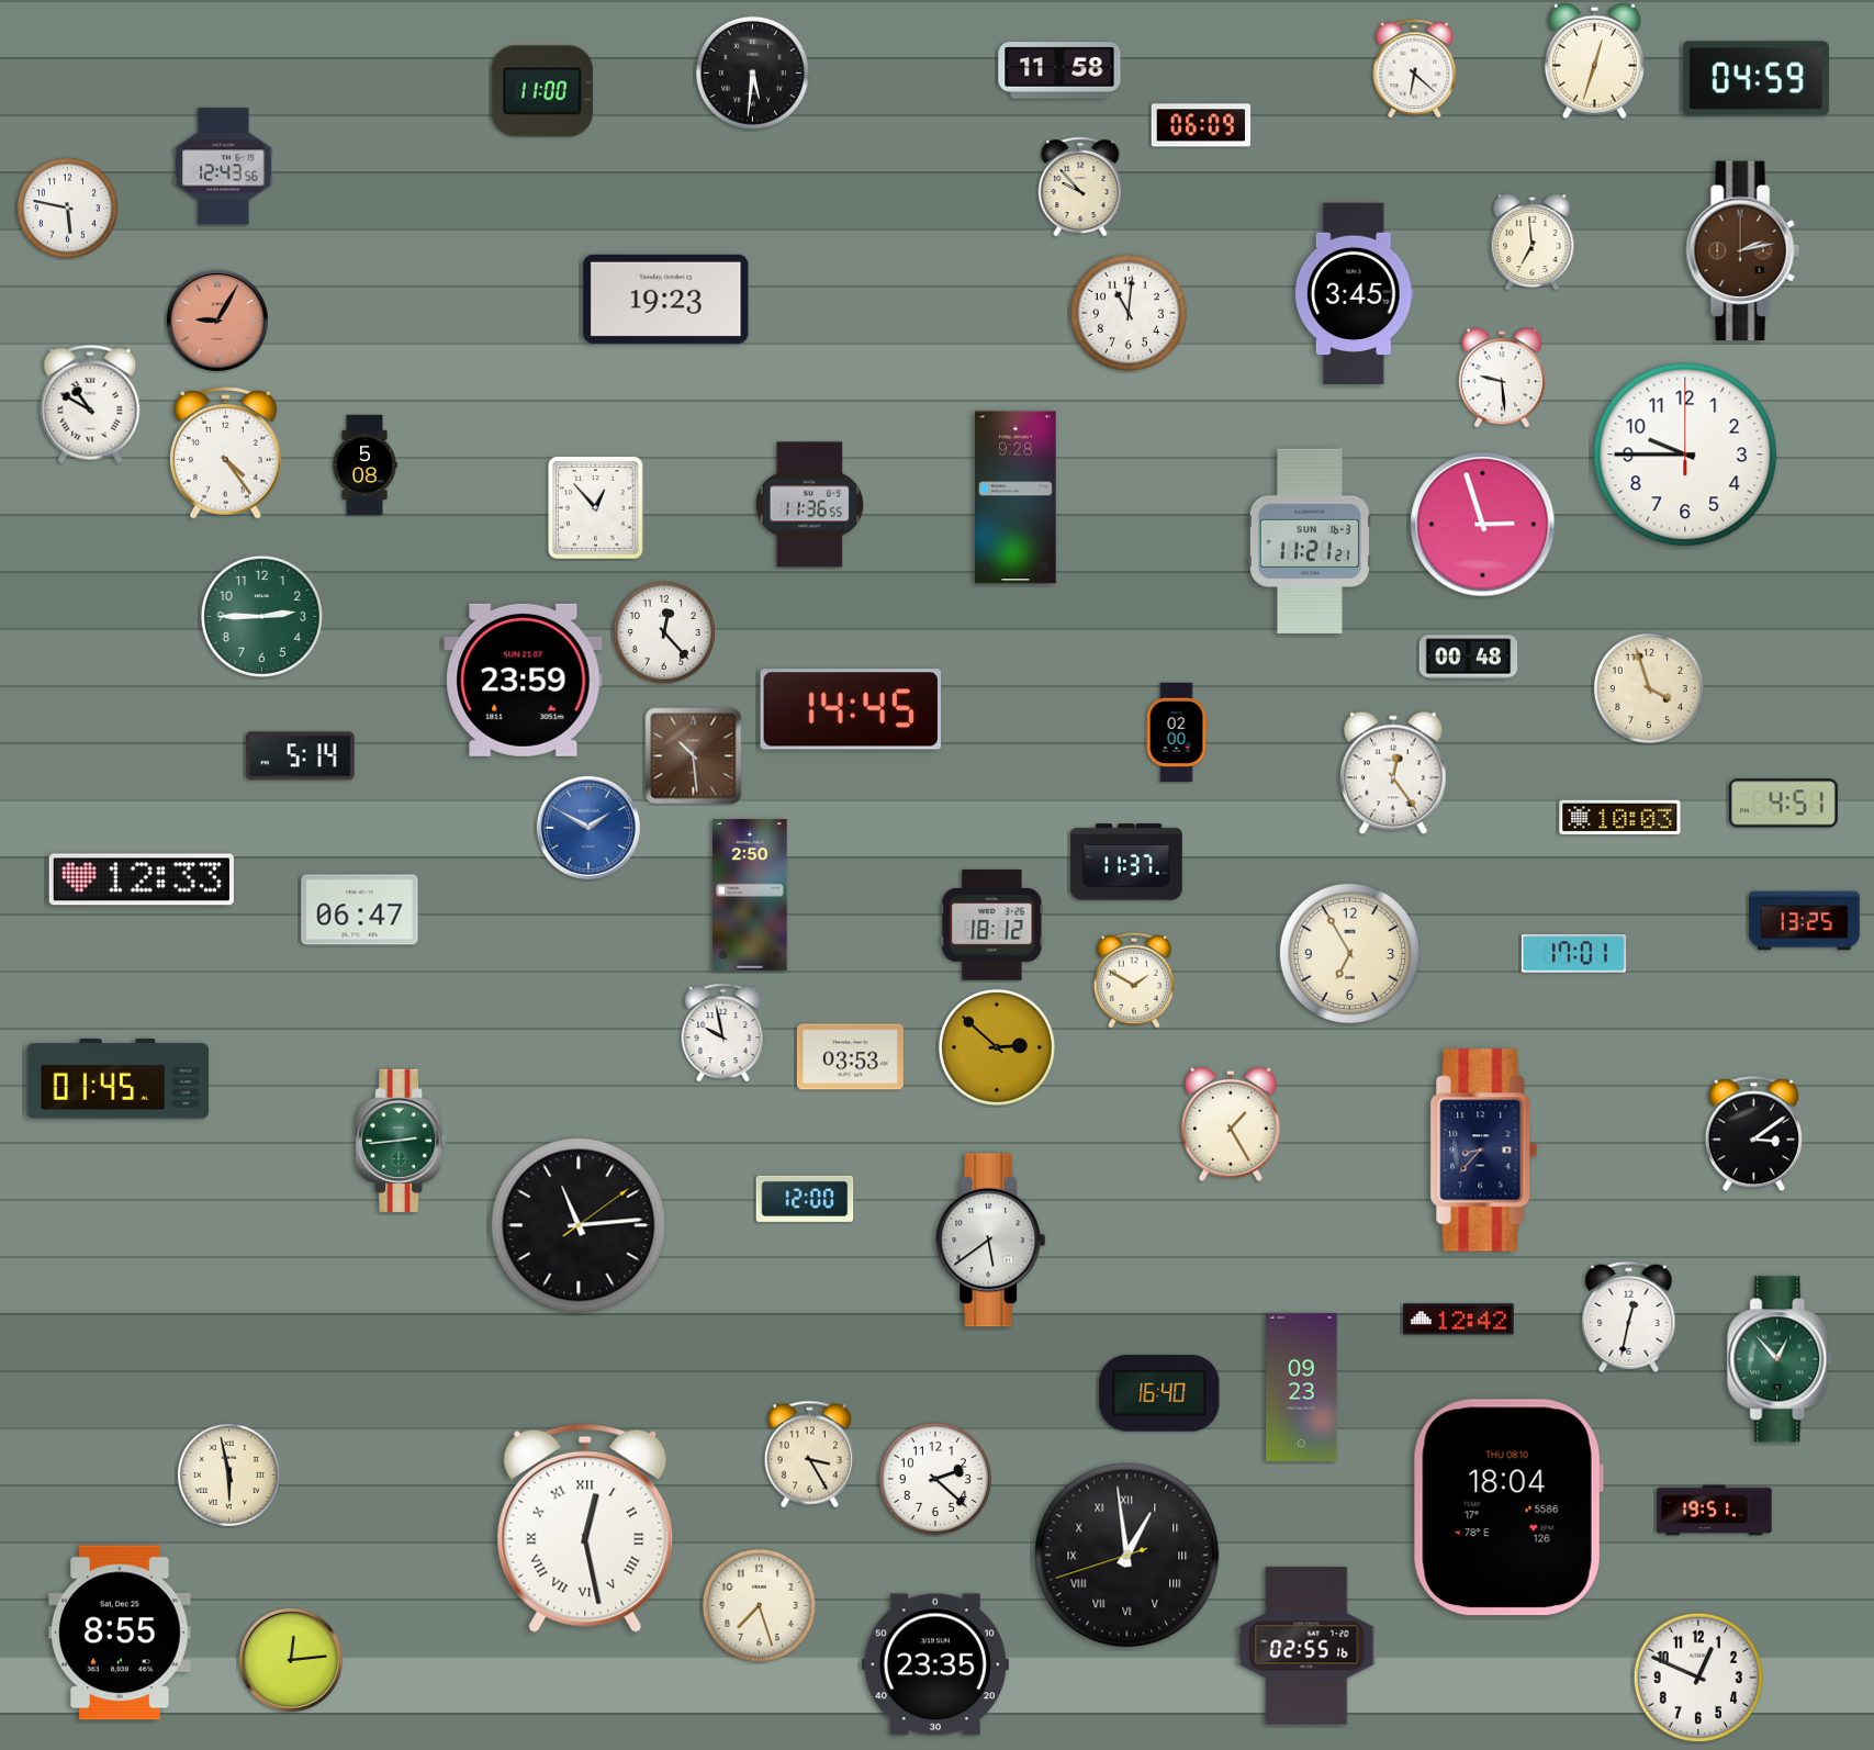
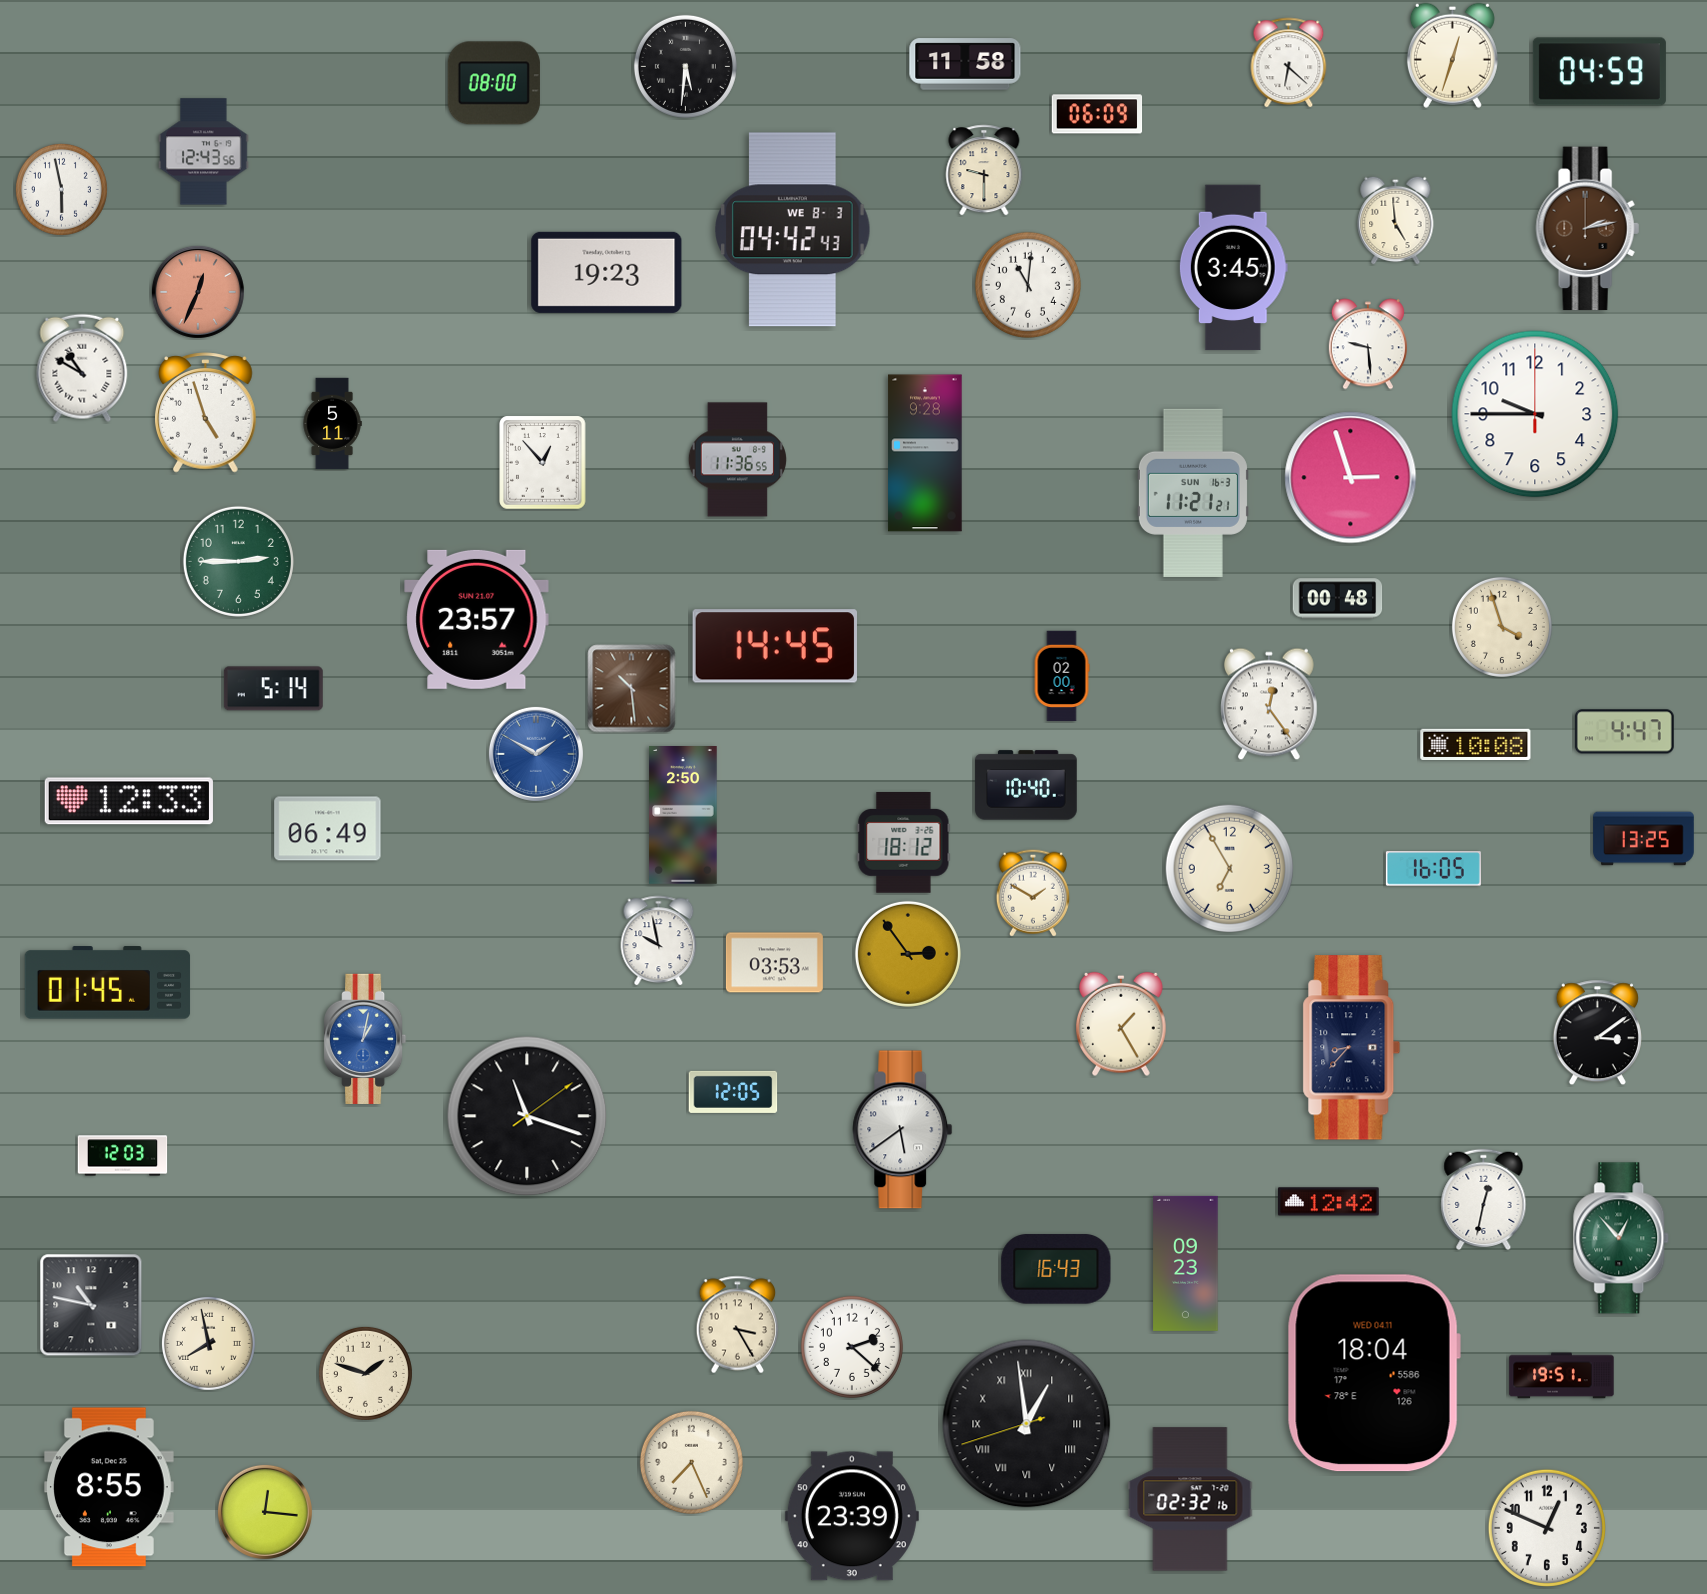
clock at (542, 91): 11:00 -> 08:00
clock at (1201, 125) position: (1201, 125) -> (1097, 114)
clock at (1080, 187): 9:53 -> 9:30
clock at (67, 207): 5:47 -> 5:58
clock at (1533, 242): 6:59 -> 4:59
clock at (793, 230): none -> 04:42
clock at (217, 321): 9:05 -> 12:34
clock at (226, 453): 4:24 -> 4:57
clock at (364, 465): 5:08 -> 5:11
clock at (664, 632): 12:23 -> none
clock at (524, 680): 23:59 -> 23:57
clock at (1177, 732) position: (1177, 732) -> (1062, 676)
clock at (1783, 804): 4:51 -> 4:47
clock at (1620, 817): 10:03 -> 10:08
clock at (1126, 862): 11:37 -> 10:40
clock at (360, 910): 06:47 -> 06:49
clock at (1573, 954): 17:01 -> 16:05
clock at (997, 1047): 2:52 -> 2:54
clock at (401, 1141): 2:44 -> 1:02
clock at (401, 1141) dial: green -> blue
clock at (805, 1199): 12:00 -> 12:05
clock at (579, 1225): 11:14 -> 11:18
clock at (123, 1156): none -> 12:03
clock at (1159, 1393): 16:40 -> 16:43
clock at (91, 1305): none -> 10:47
clock at (228, 1474): 5:58 -> 7:58
clock at (365, 1373): none -> 1:48
clock at (1508, 1507) date: THU 08.10 -> WED 04.11
clock at (585, 1528): 12:28 -> none
clock at (1127, 1556) position: (1127, 1556) -> (1027, 1424)
clock at (759, 1605): 7:27 -> 7:26
clock at (1306, 1646): 02:55 -> 02:32
clock at (291, 1660): 12:14 -> 12:16
clock at (935, 1664): 23:35 -> 23:39
